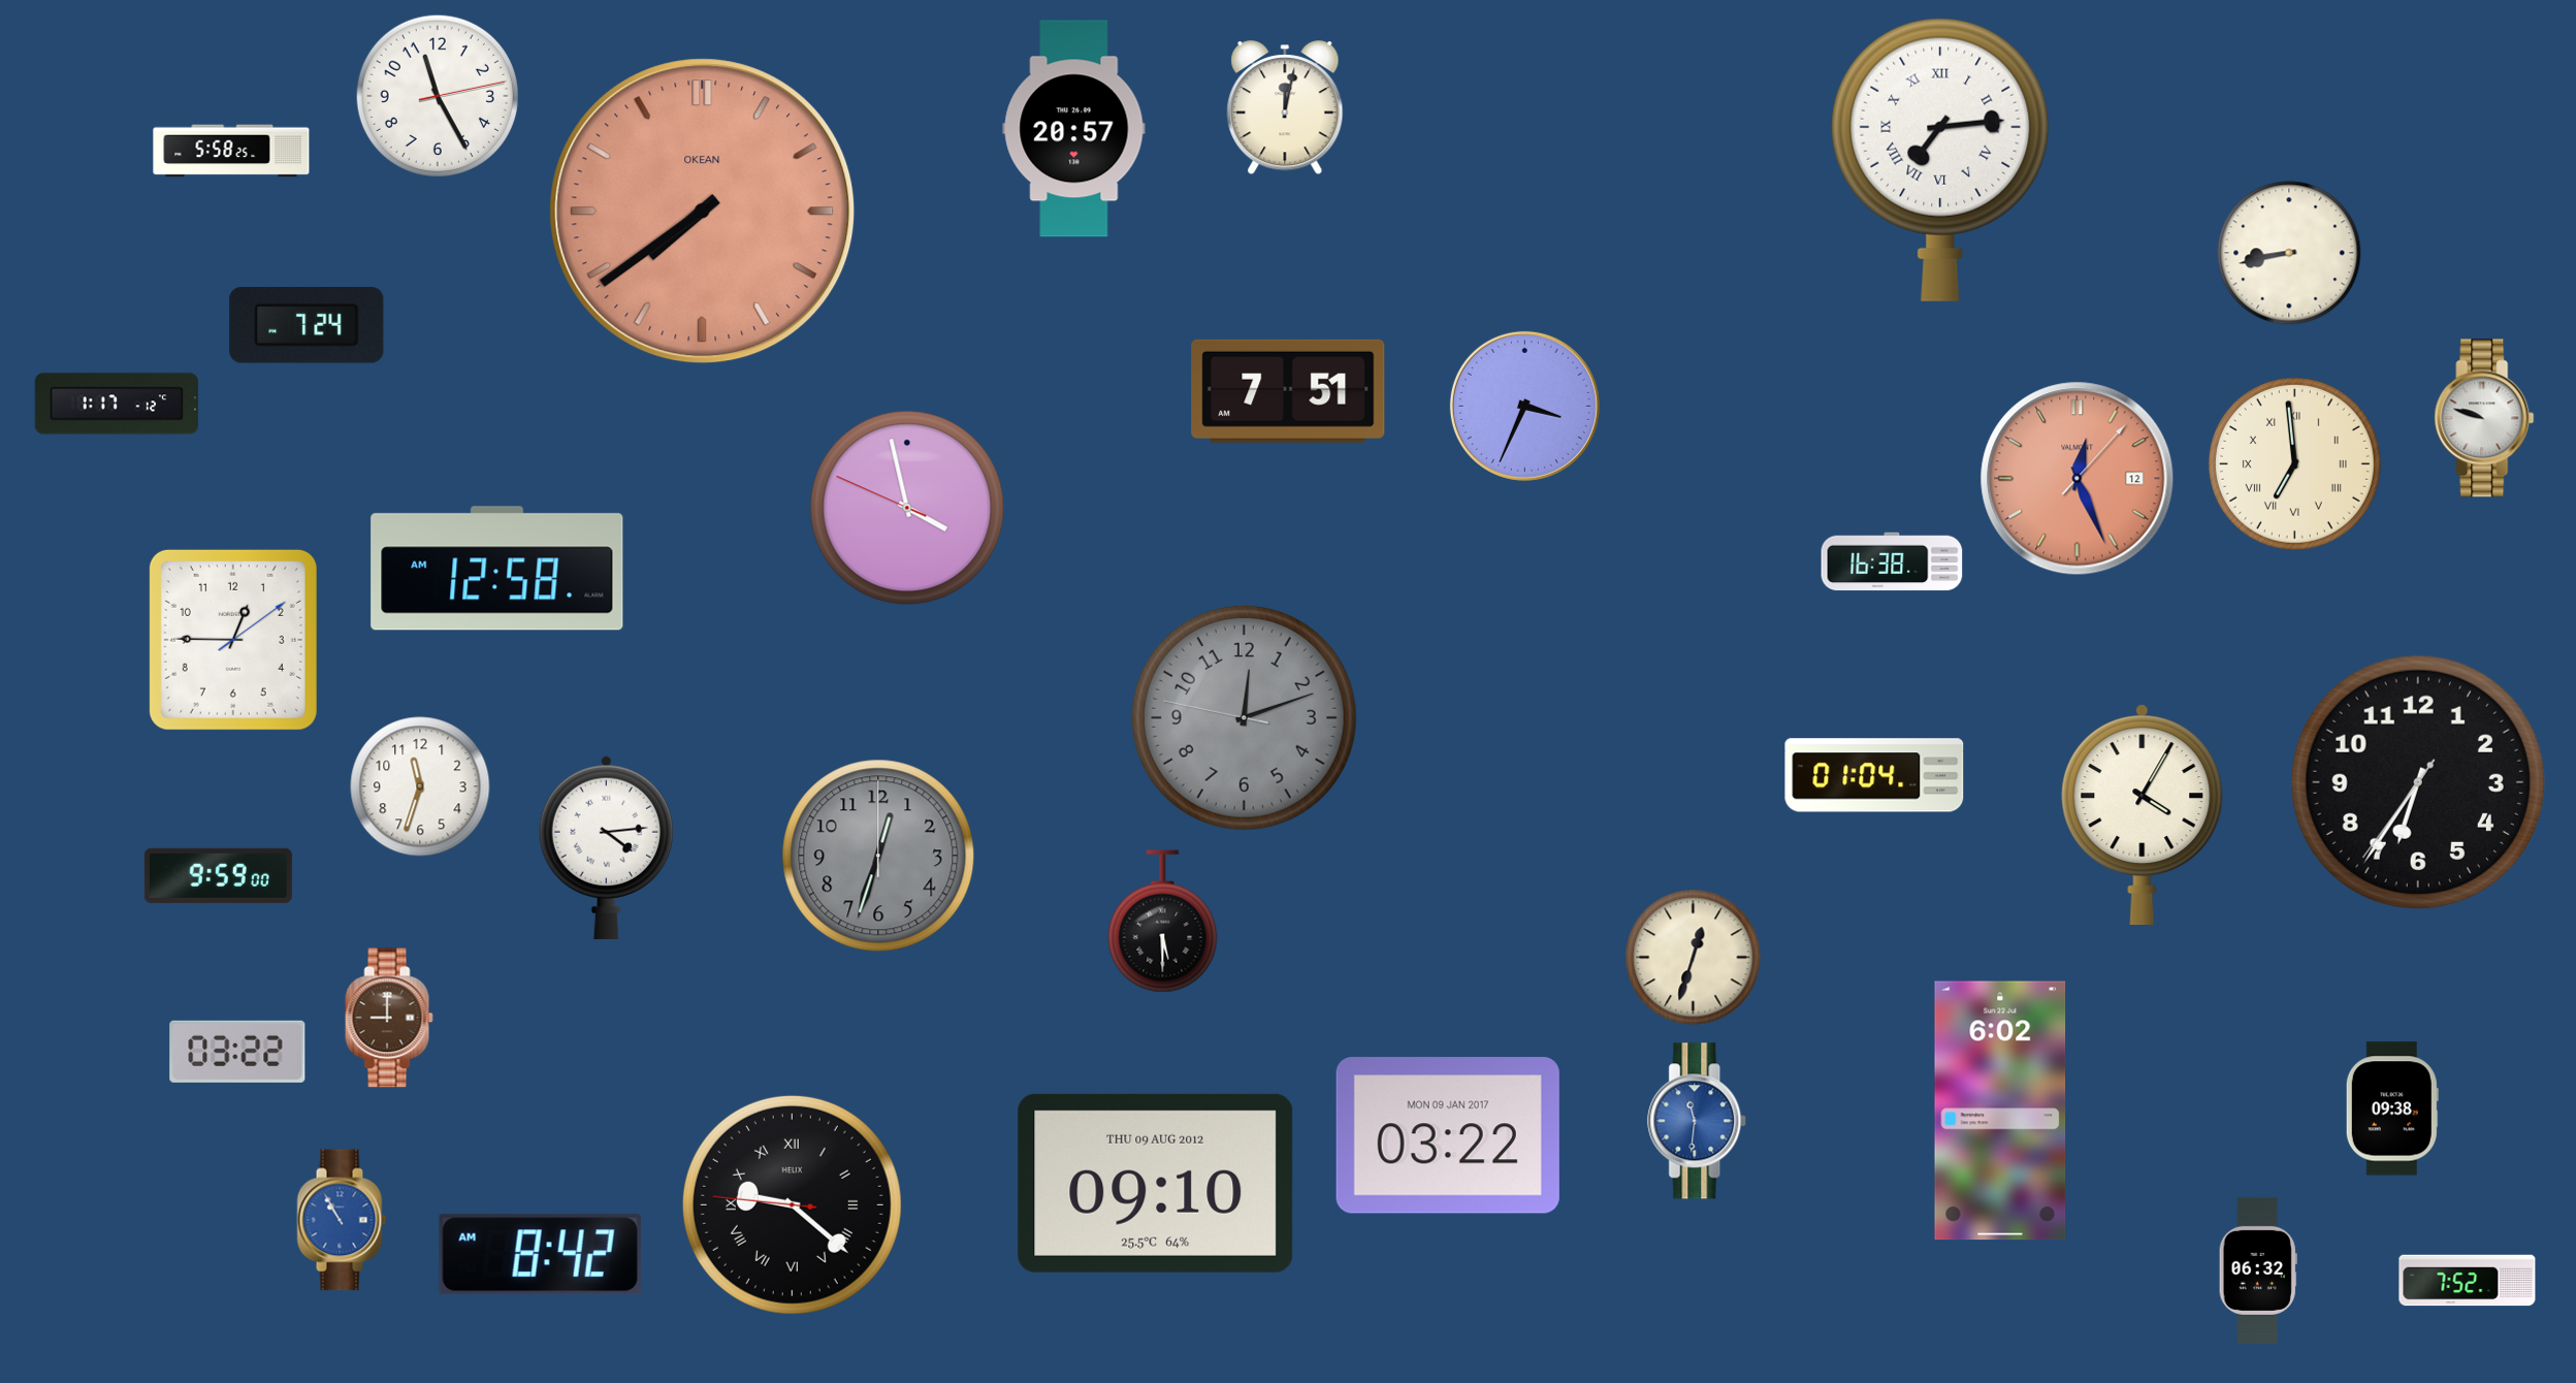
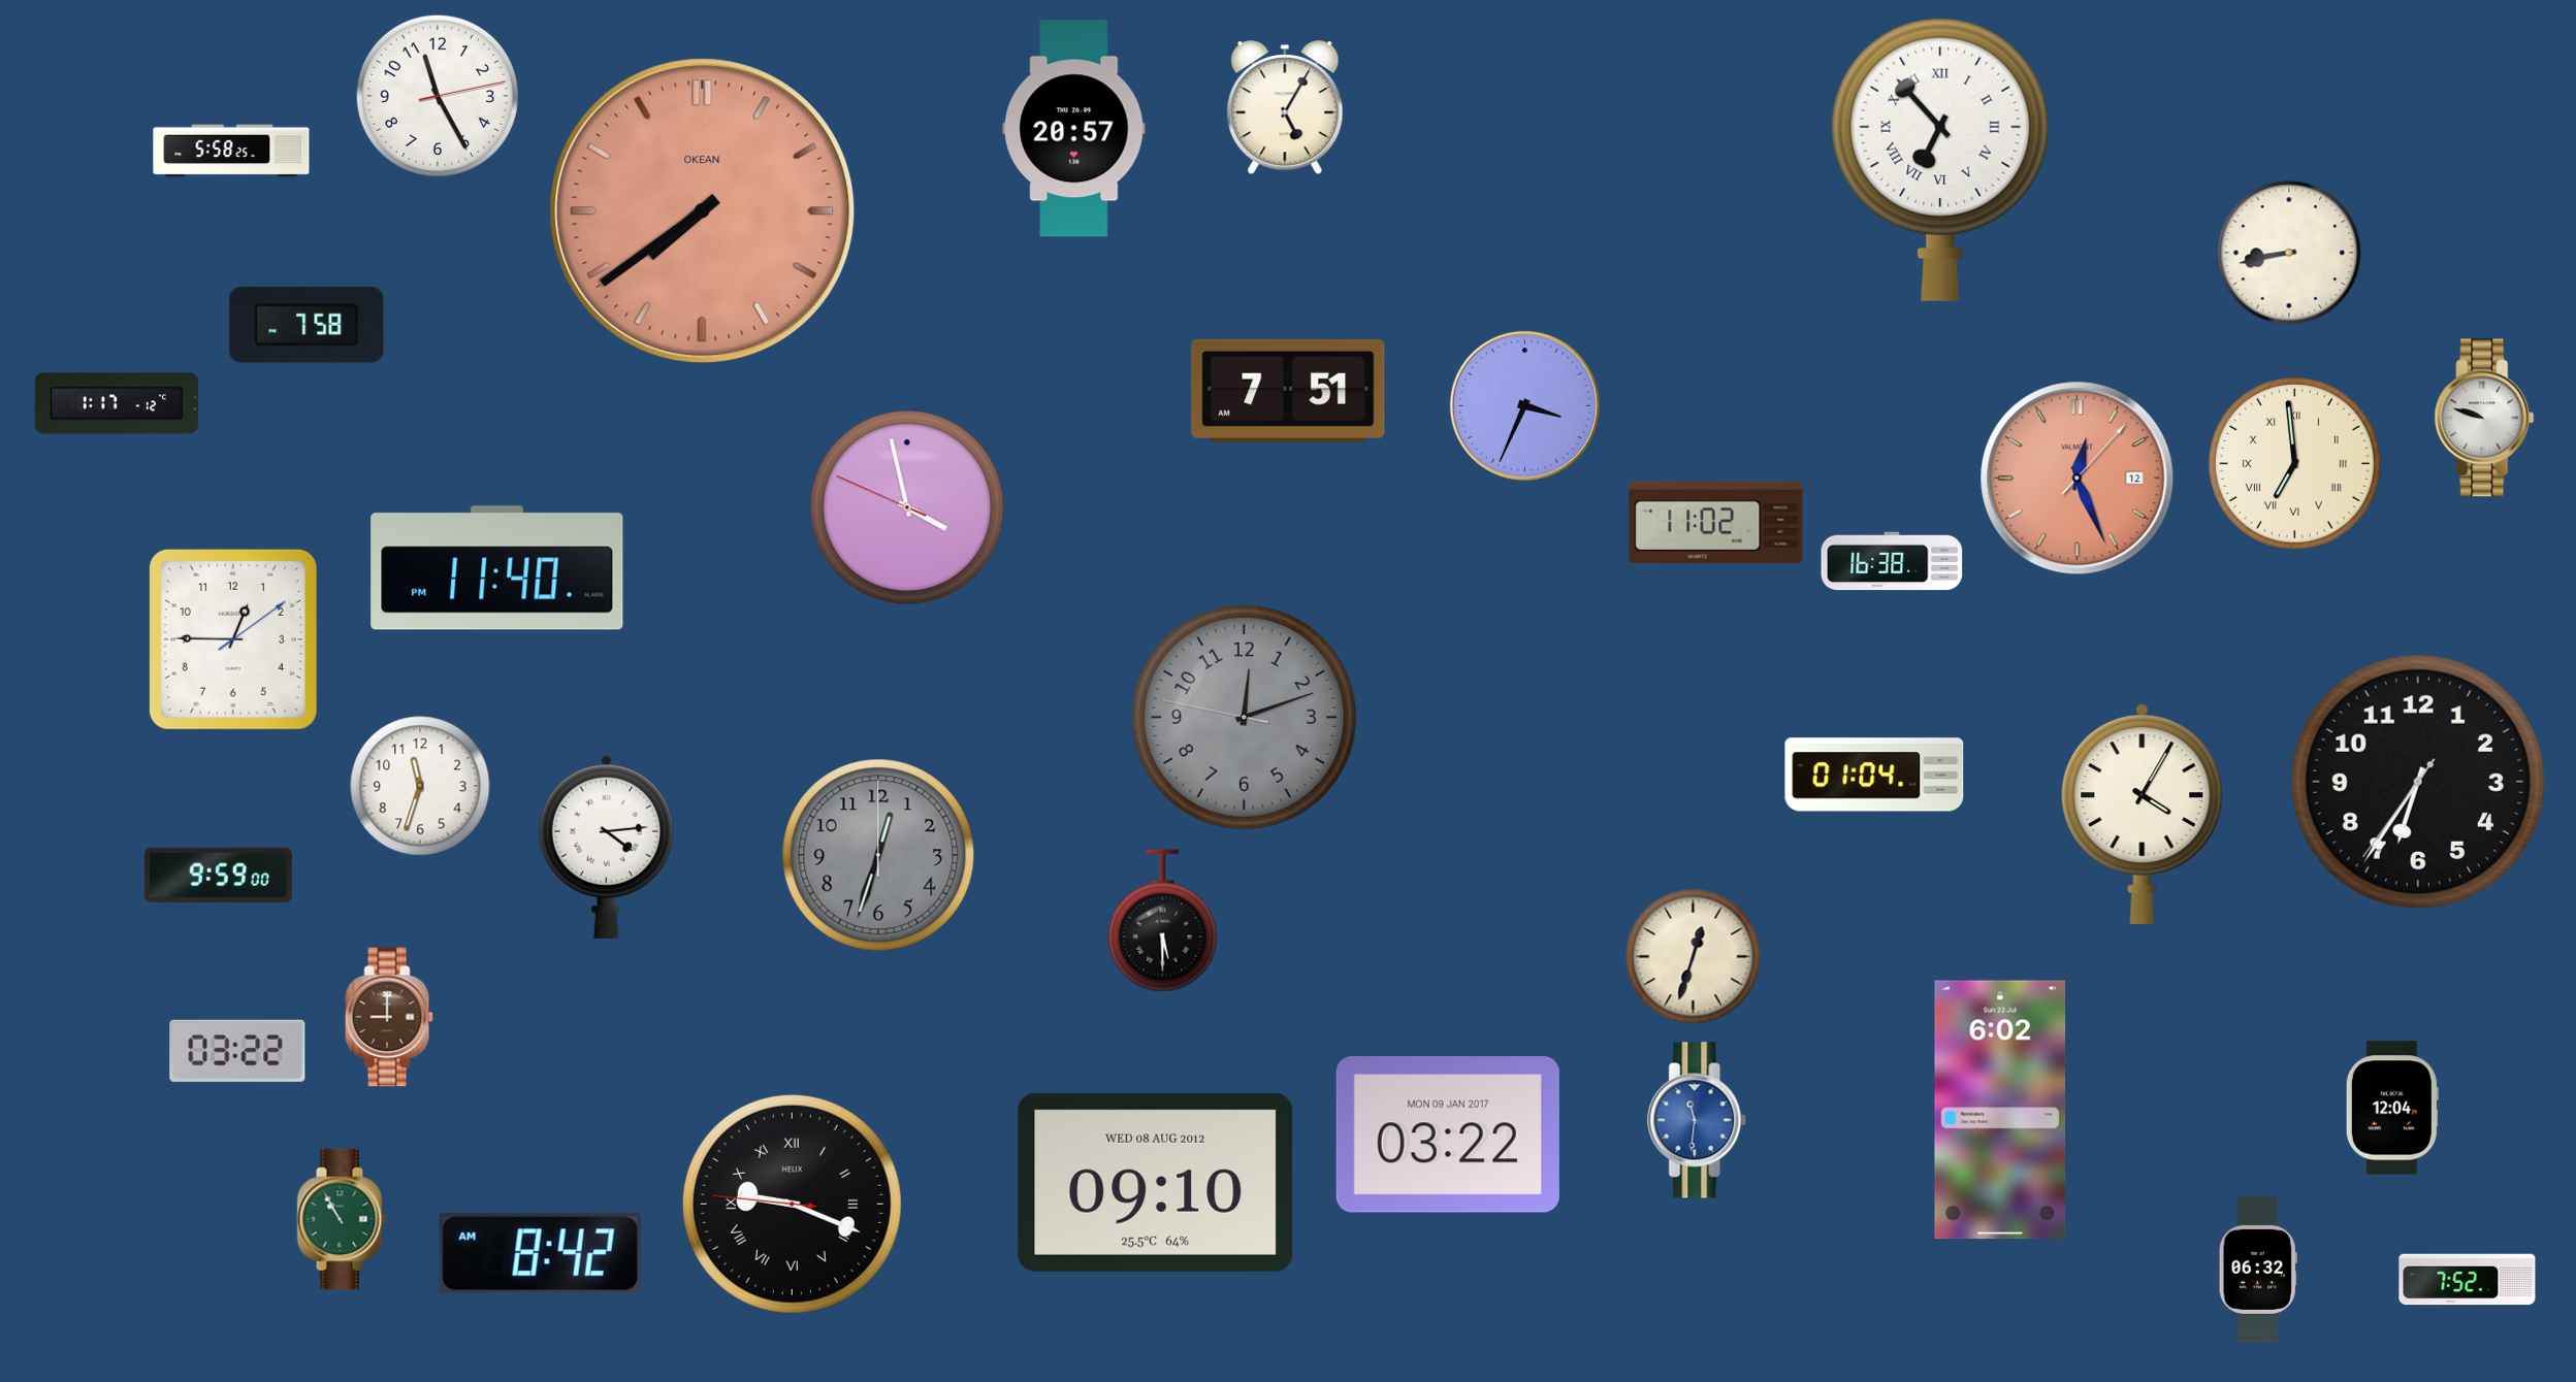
clock at (1285, 108): 12:02 -> 5:05
clock at (1940, 160): 7:14 -> 6:53
clock at (307, 326): 7:24 -> 7:58
clock at (1716, 522): none -> 11:02
clock at (497, 569): 12:58 -> 11:40
clock at (2392, 1108): 09:38 -> 12:04
clock at (1156, 1183) date: THU 09 AUG 2012 -> WED 08 AUG 2012
clock at (792, 1204): 9:21 -> 9:18
clock at (342, 1220) dial: blue -> green
